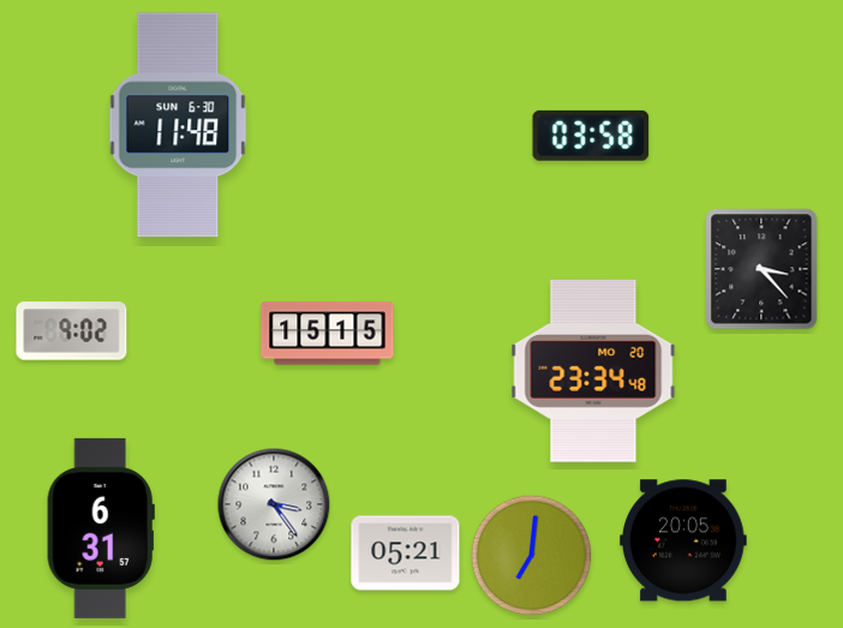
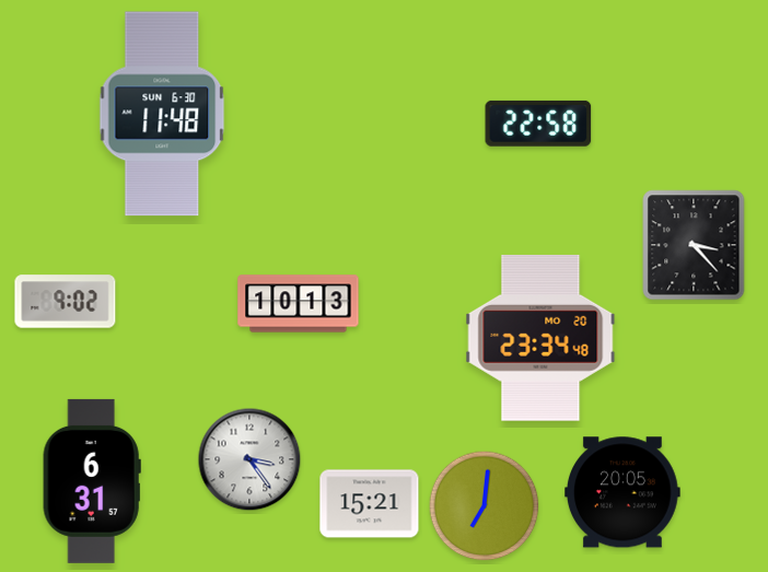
clock at (591, 136): 03:58 -> 22:58
clock at (328, 334): 15:15 -> 10:13
clock at (406, 554): 05:21 -> 15:21
